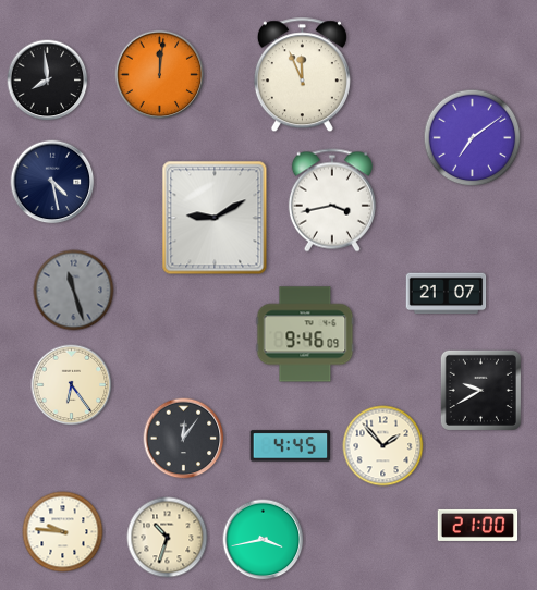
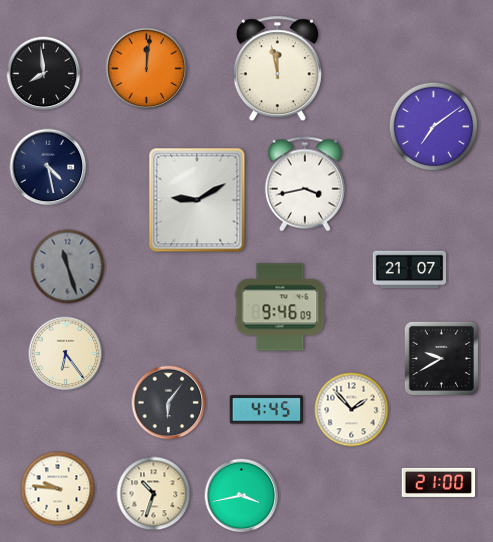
clock at (302, 75): 11:56 -> 11:58
clock at (184, 439): 12:06 -> 6:06
